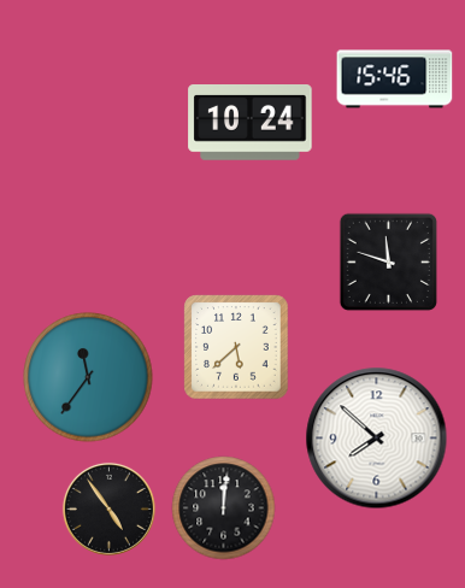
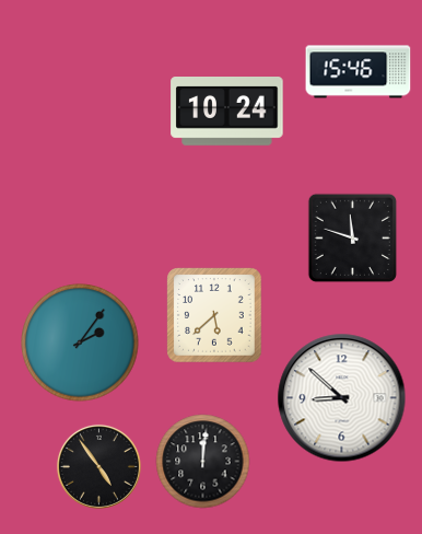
clock at (88, 377): 11:36 -> 2:06
clock at (377, 439): 7:52 -> 8:52
clock at (108, 508) position: (108, 508) -> (98, 466)
